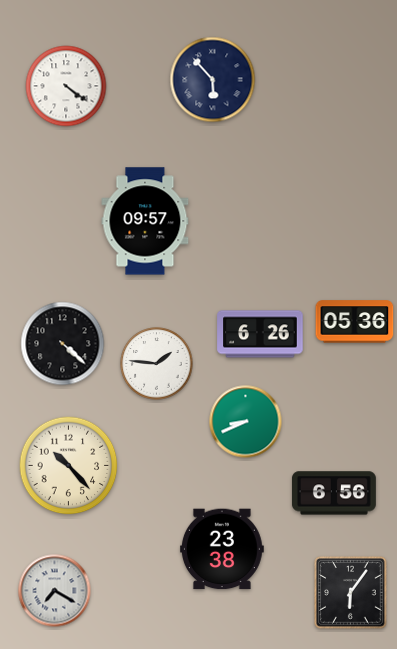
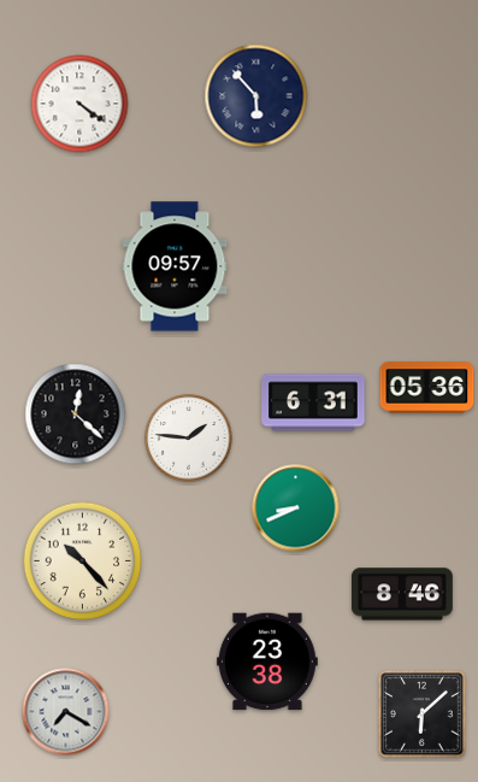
clock at (260, 334): 6:26 -> 6:31
clock at (63, 344): 4:22 -> 12:22
clock at (334, 493): 6:56 -> 8:46
clock at (351, 593): 6:06 -> 6:08
